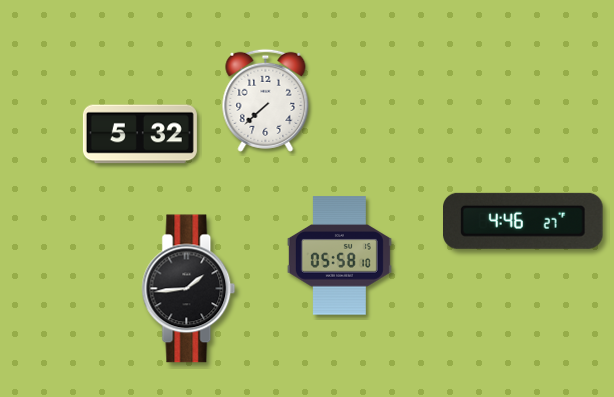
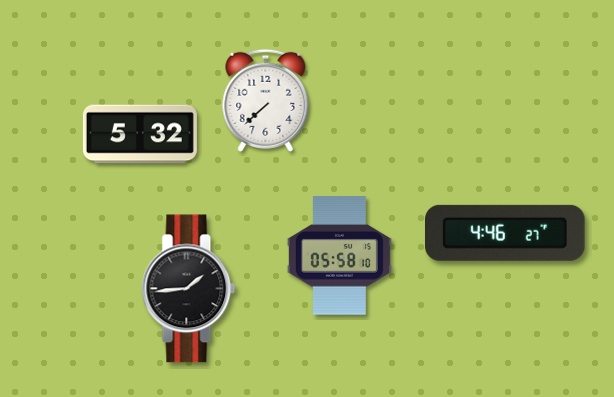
clock at (524, 221) position: (524, 221) -> (506, 233)
